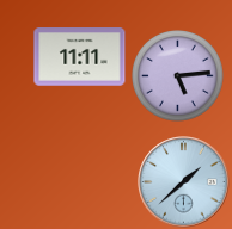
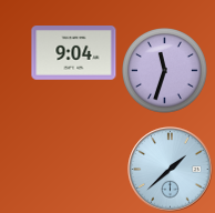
clock at (80, 57): 11:11 -> 9:04
clock at (178, 76): 5:14 -> 11:33
